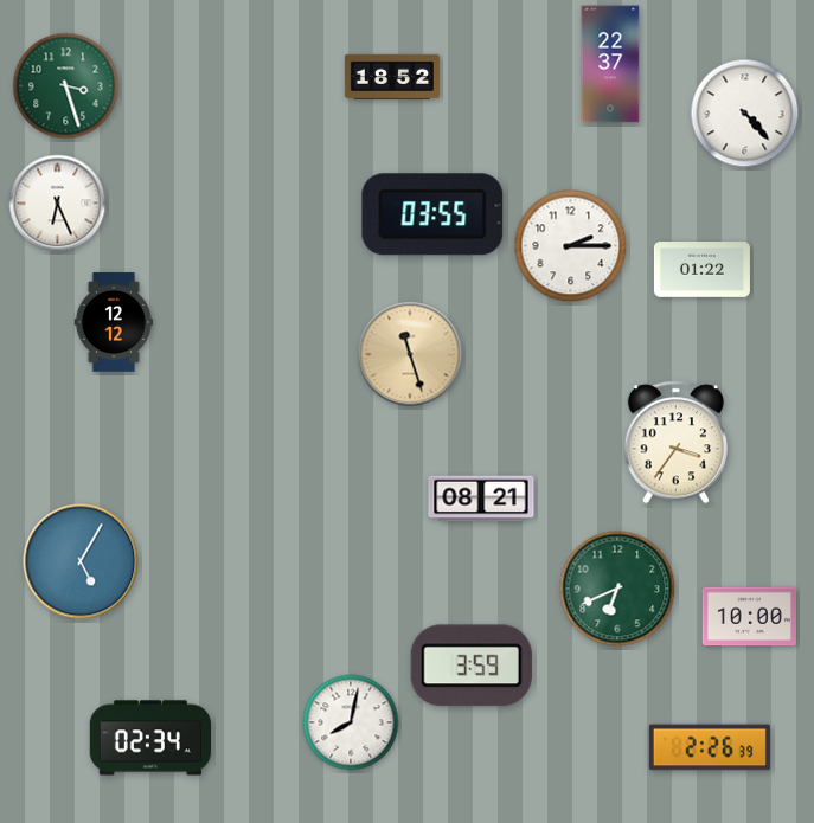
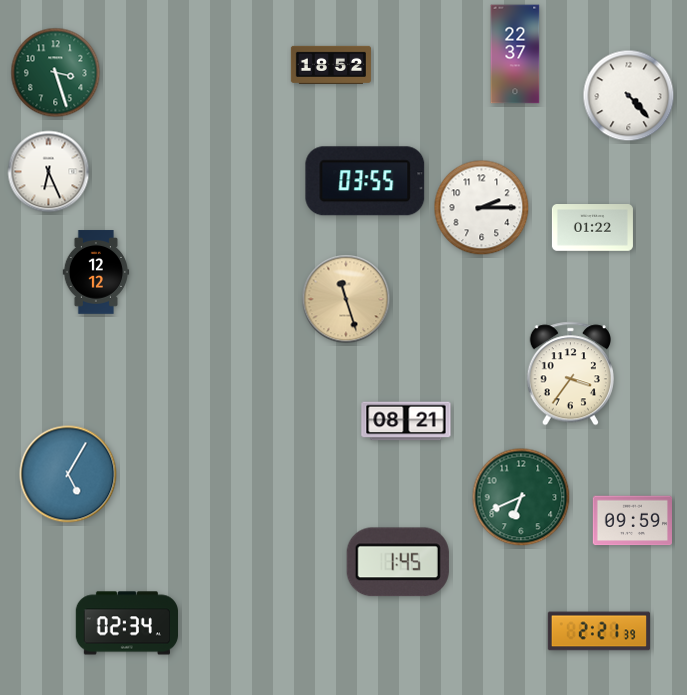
clock at (749, 617): 10:00 -> 09:59
clock at (472, 666): 3:59 -> 1:45
clock at (351, 722): 8:02 -> none
clock at (710, 747): 2:26 -> 2:21
